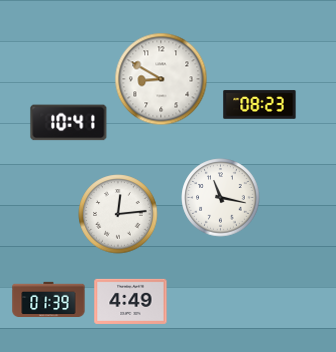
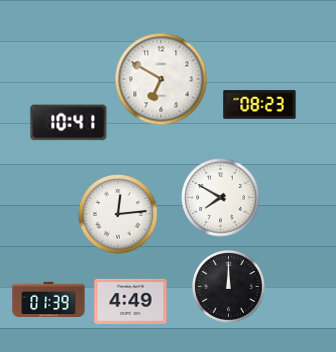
clock at (161, 79): 8:50 -> 6:50
clock at (221, 198): 11:17 -> 7:50
clock at (228, 286): none -> 12:00
